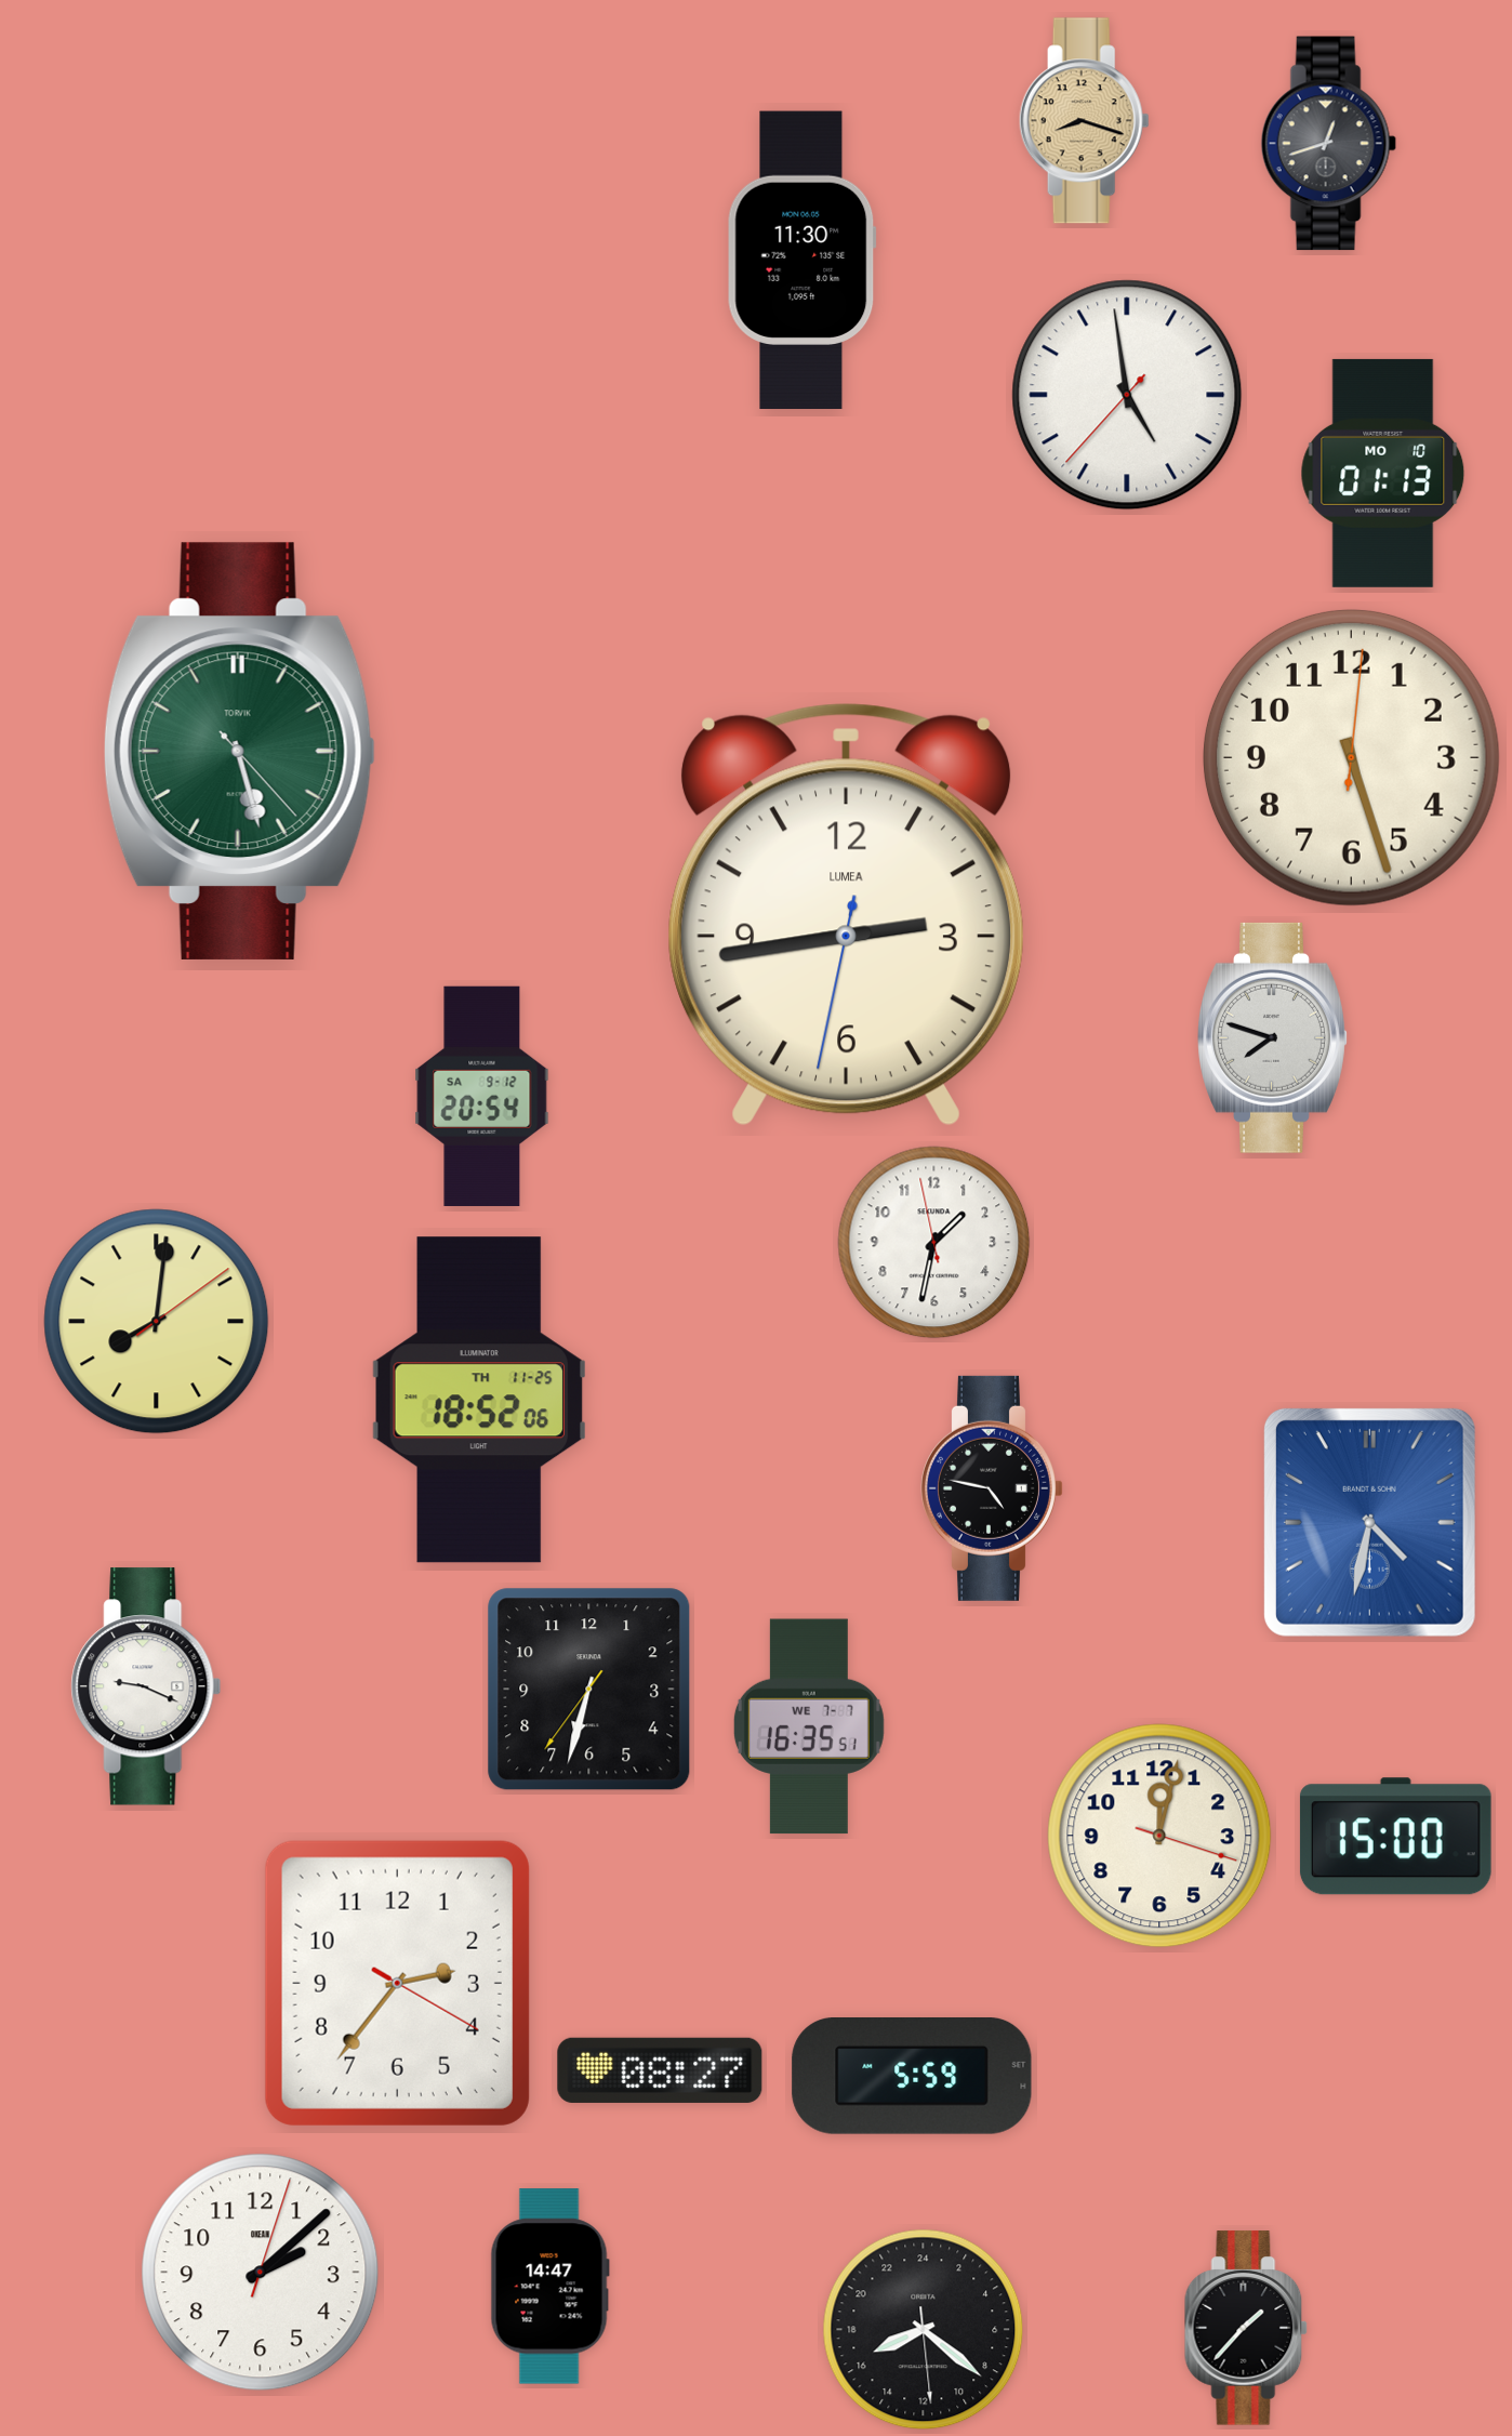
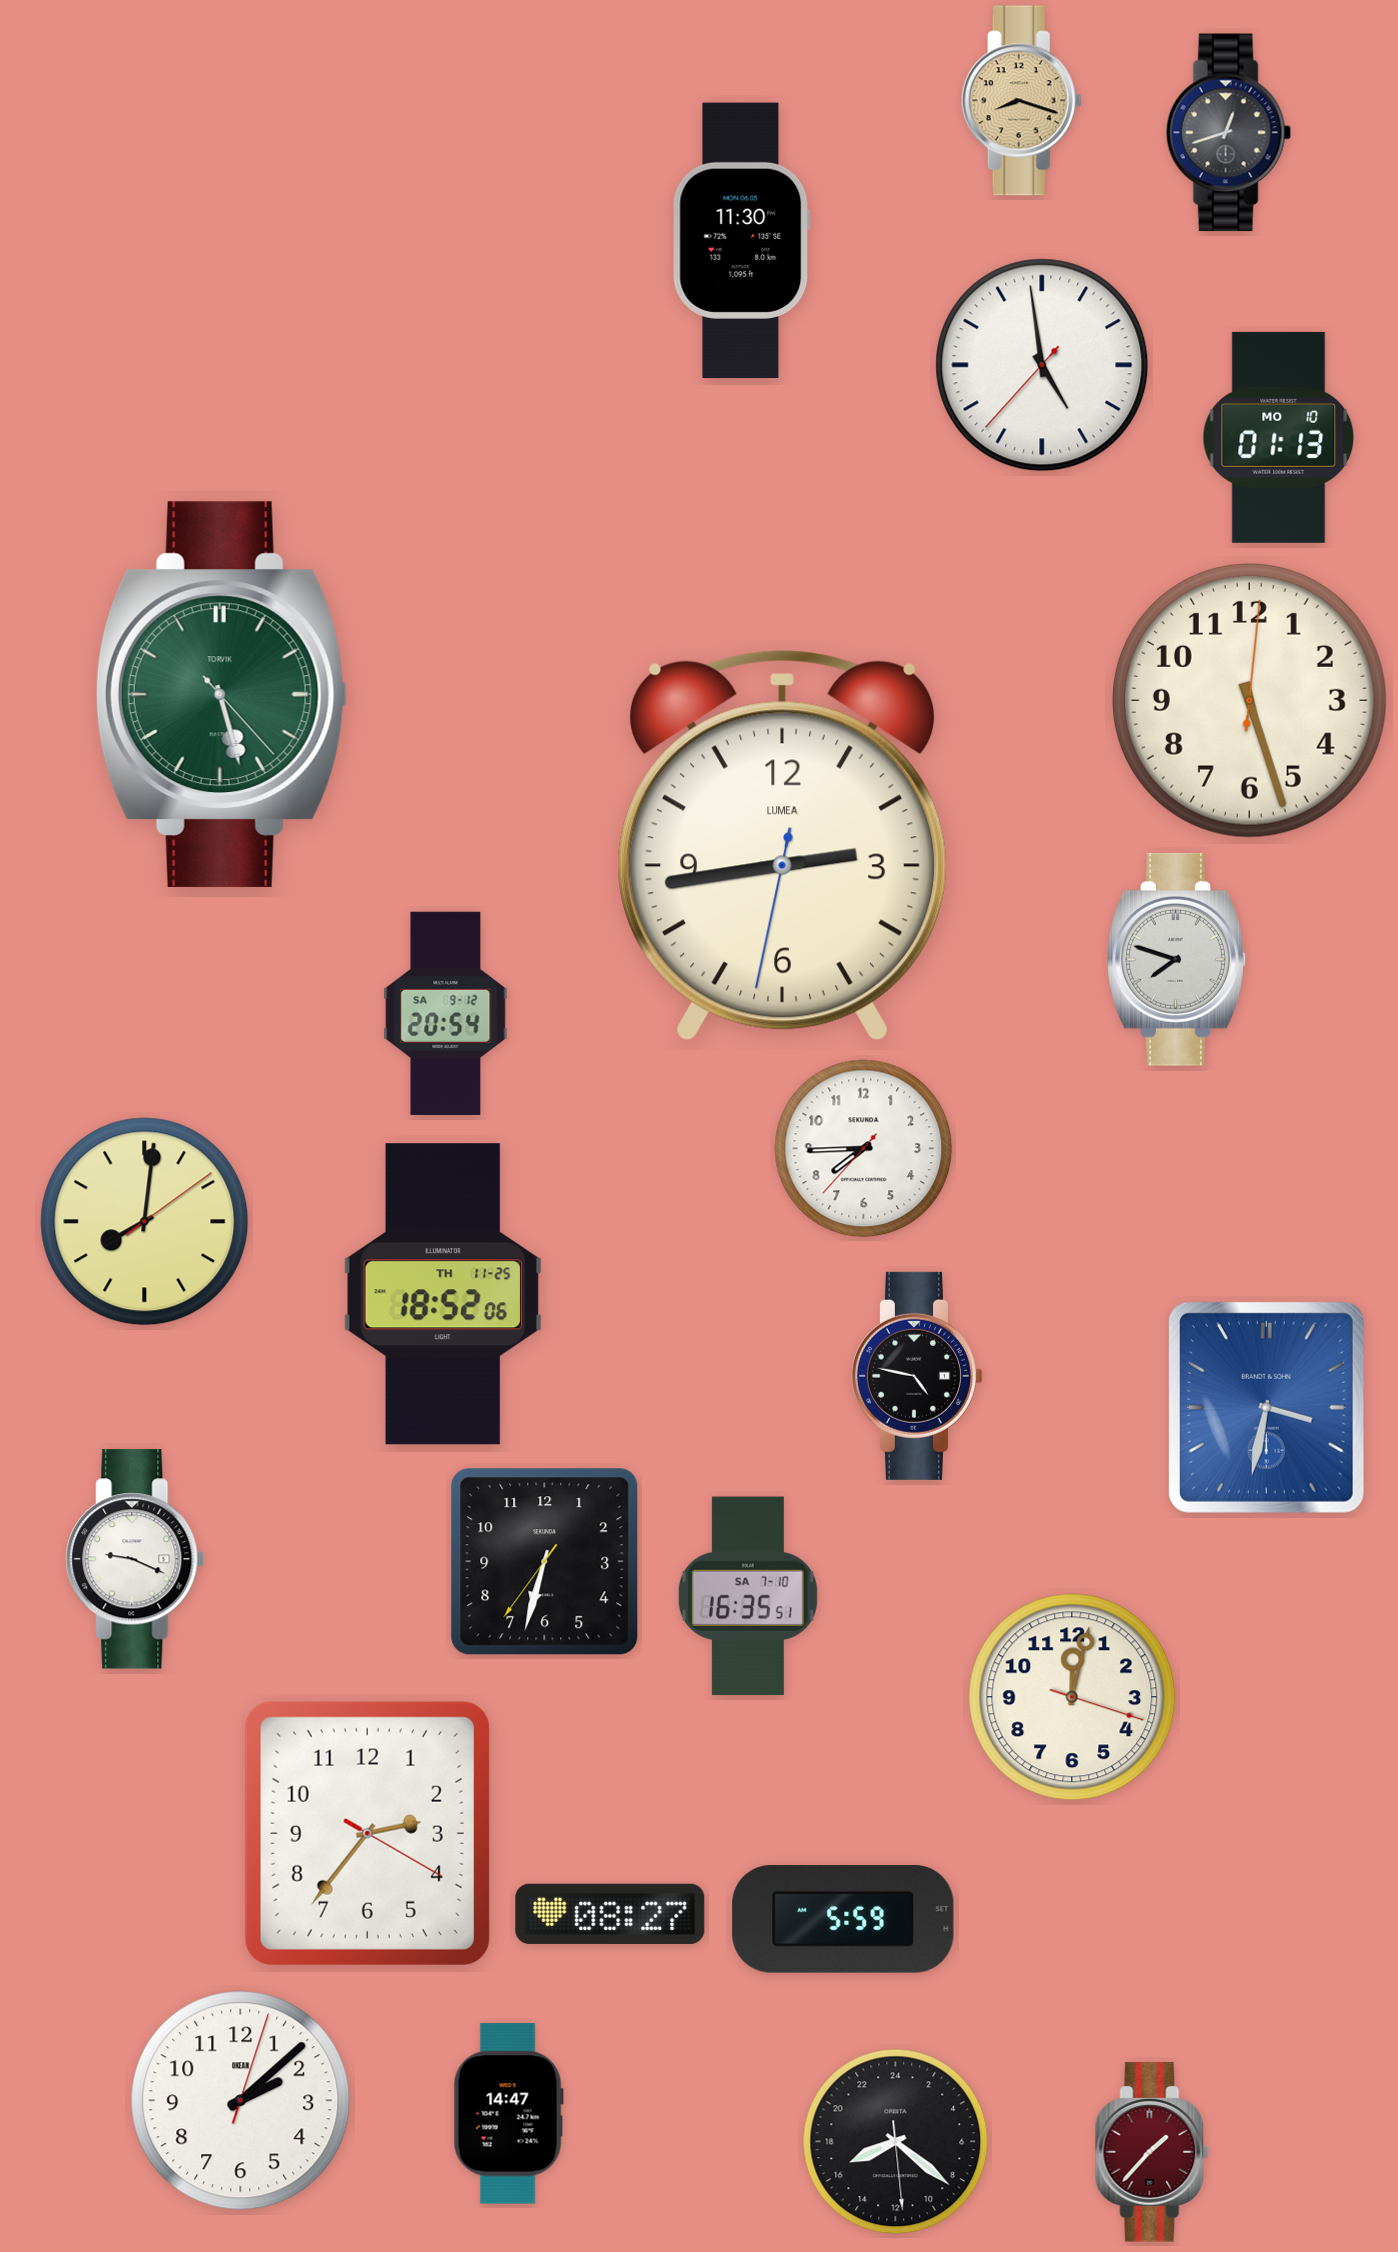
clock at (1084, 121) position: (1084, 121) -> (1021, 101)
clock at (934, 1243): 1:31 -> 7:44
clock at (1369, 1522): 4:32 -> 3:32
clock at (809, 1726) date: WE 7-7 -> SA 7-10
clock at (1395, 1837): 15:00 -> none
clock at (1246, 2328) dial: black -> burgundy
clock at (924, 2330) position: (924, 2330) -> (896, 2142)
